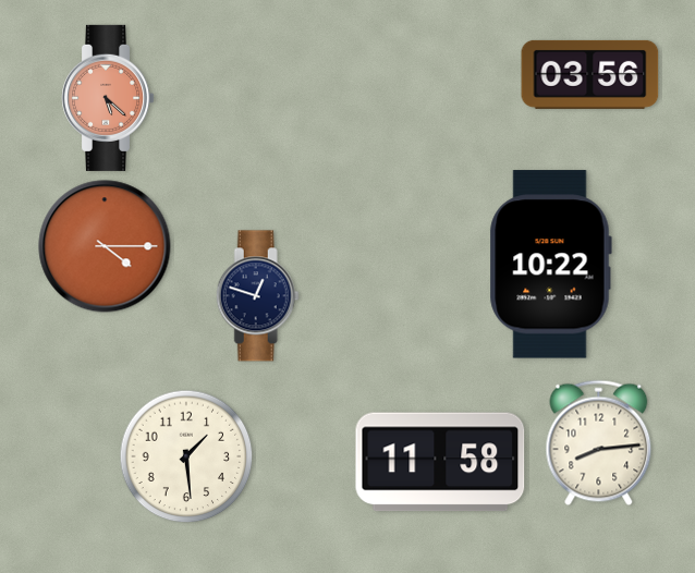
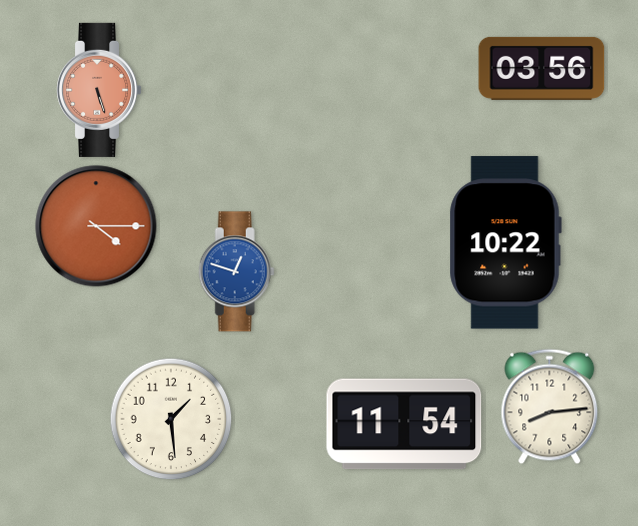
clock at (108, 98): 5:22 -> 5:27
clock at (257, 296) dial: navy -> blue
clock at (440, 462): 11:58 -> 11:54
